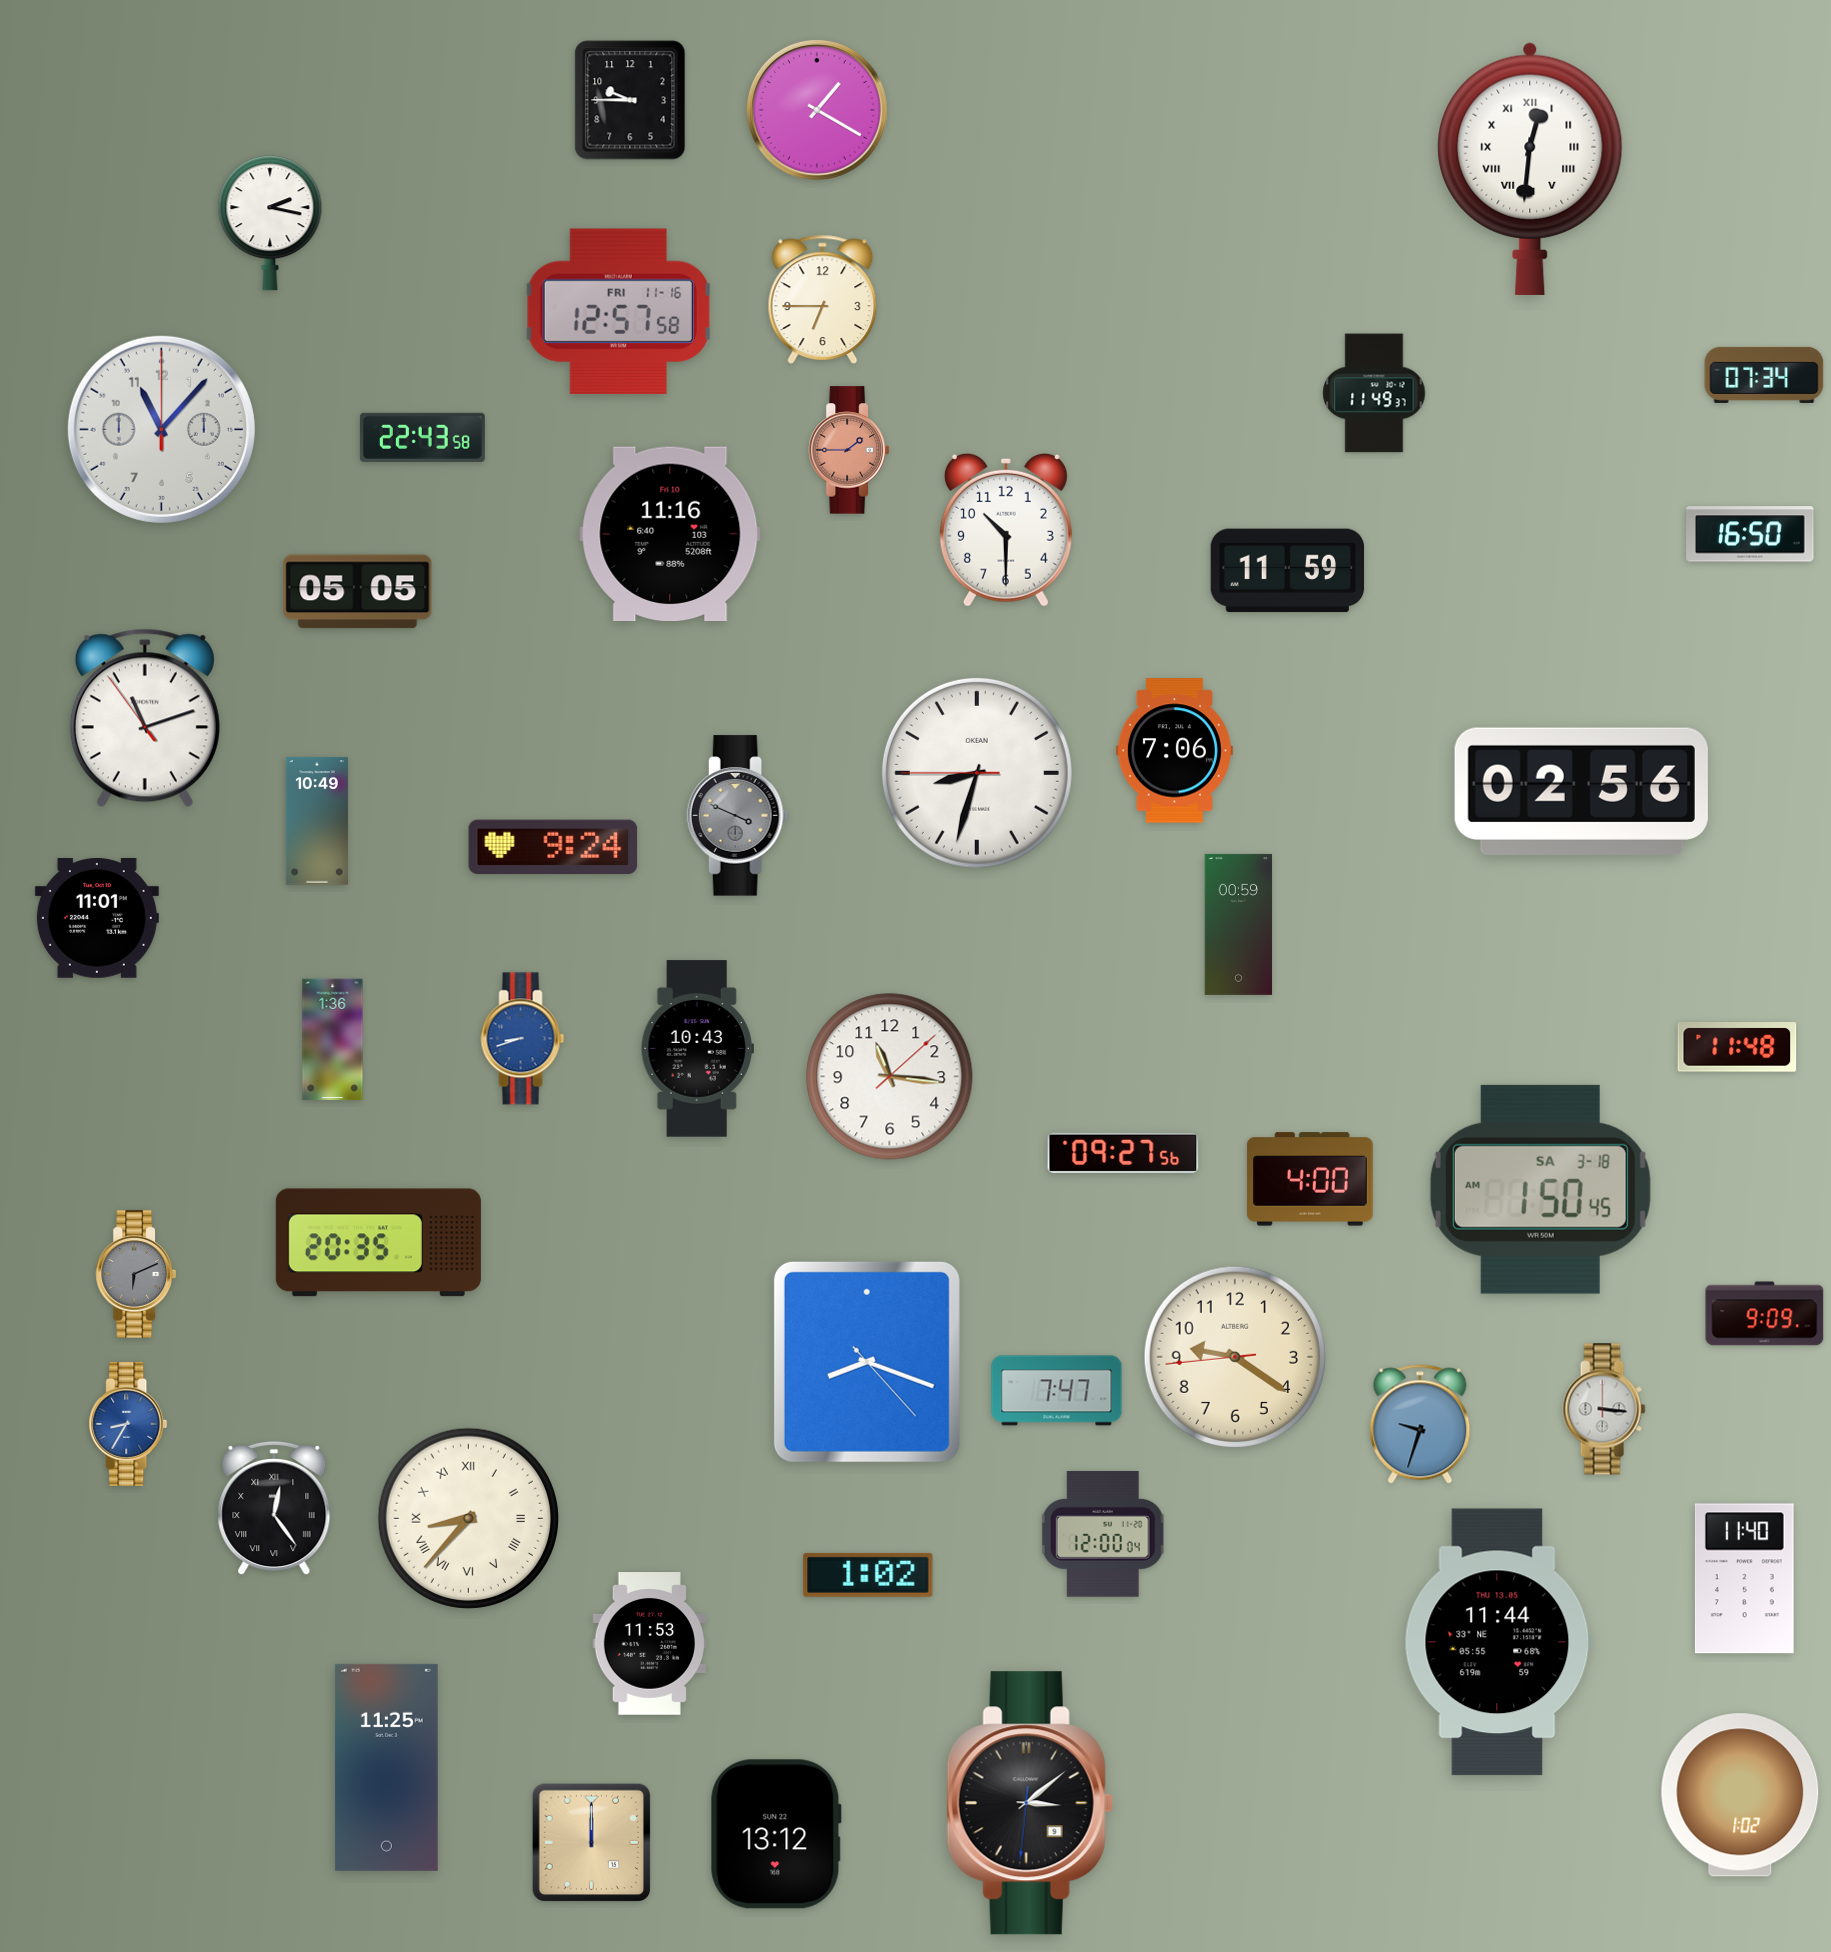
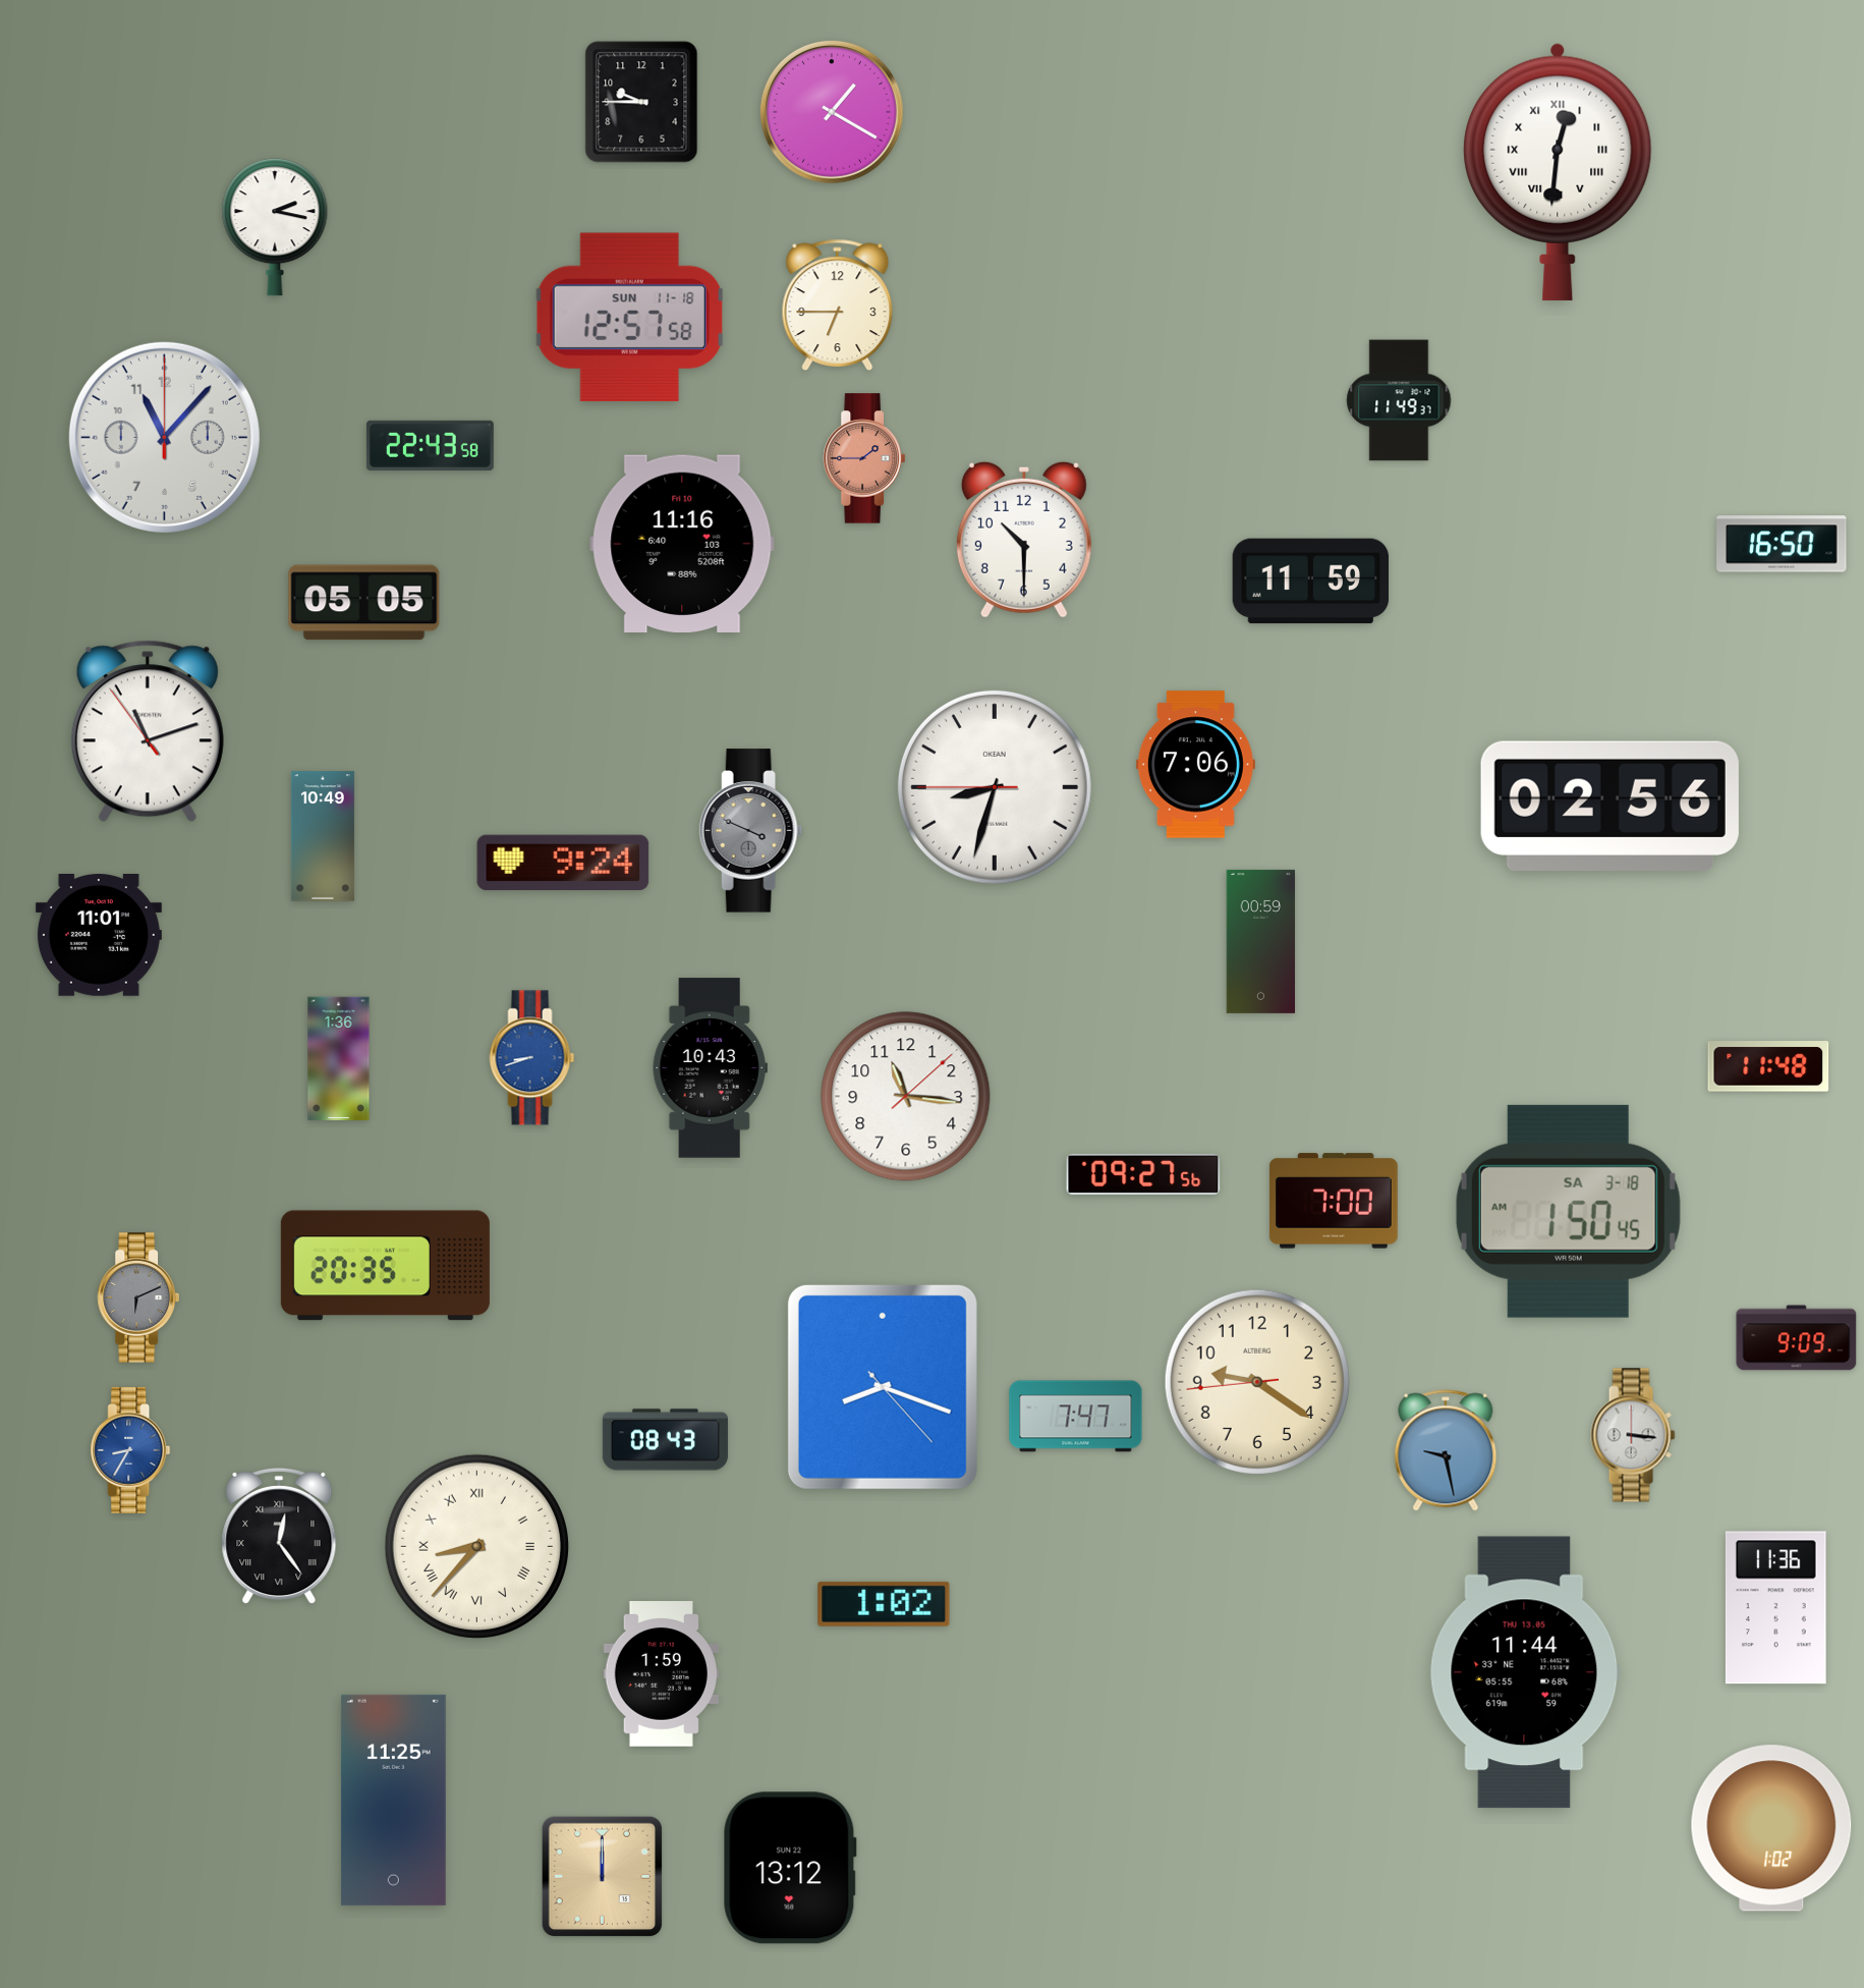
clock at (618, 311) date: FRI 11-16 -> SUN 11-18
clock at (1764, 375): 07:34 -> none
clock at (1310, 1179): 4:00 -> 7:00
clock at (665, 1440): none -> 08:43
clock at (1420, 1424): 9:33 -> 9:28
clock at (1103, 1534): 12:00 -> none
clock at (1744, 1579): 11:40 -> 11:36
clock at (649, 1644): 11:53 -> 1:59
clock at (1030, 1803): 3:08 -> none
